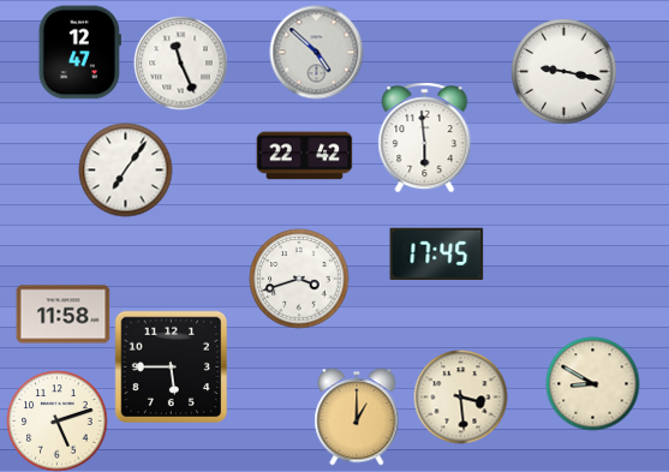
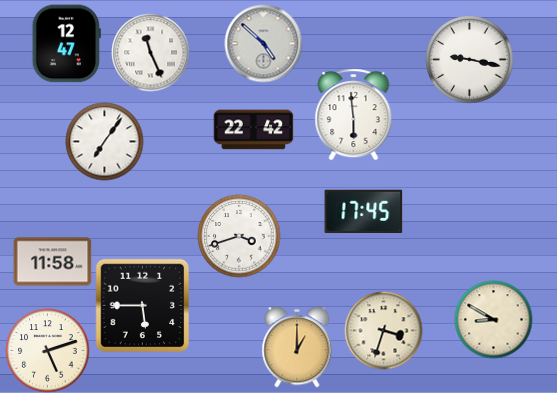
clock at (299, 279) position: (299, 279) -> (239, 236)
clock at (460, 396): 3:29 -> 3:33
